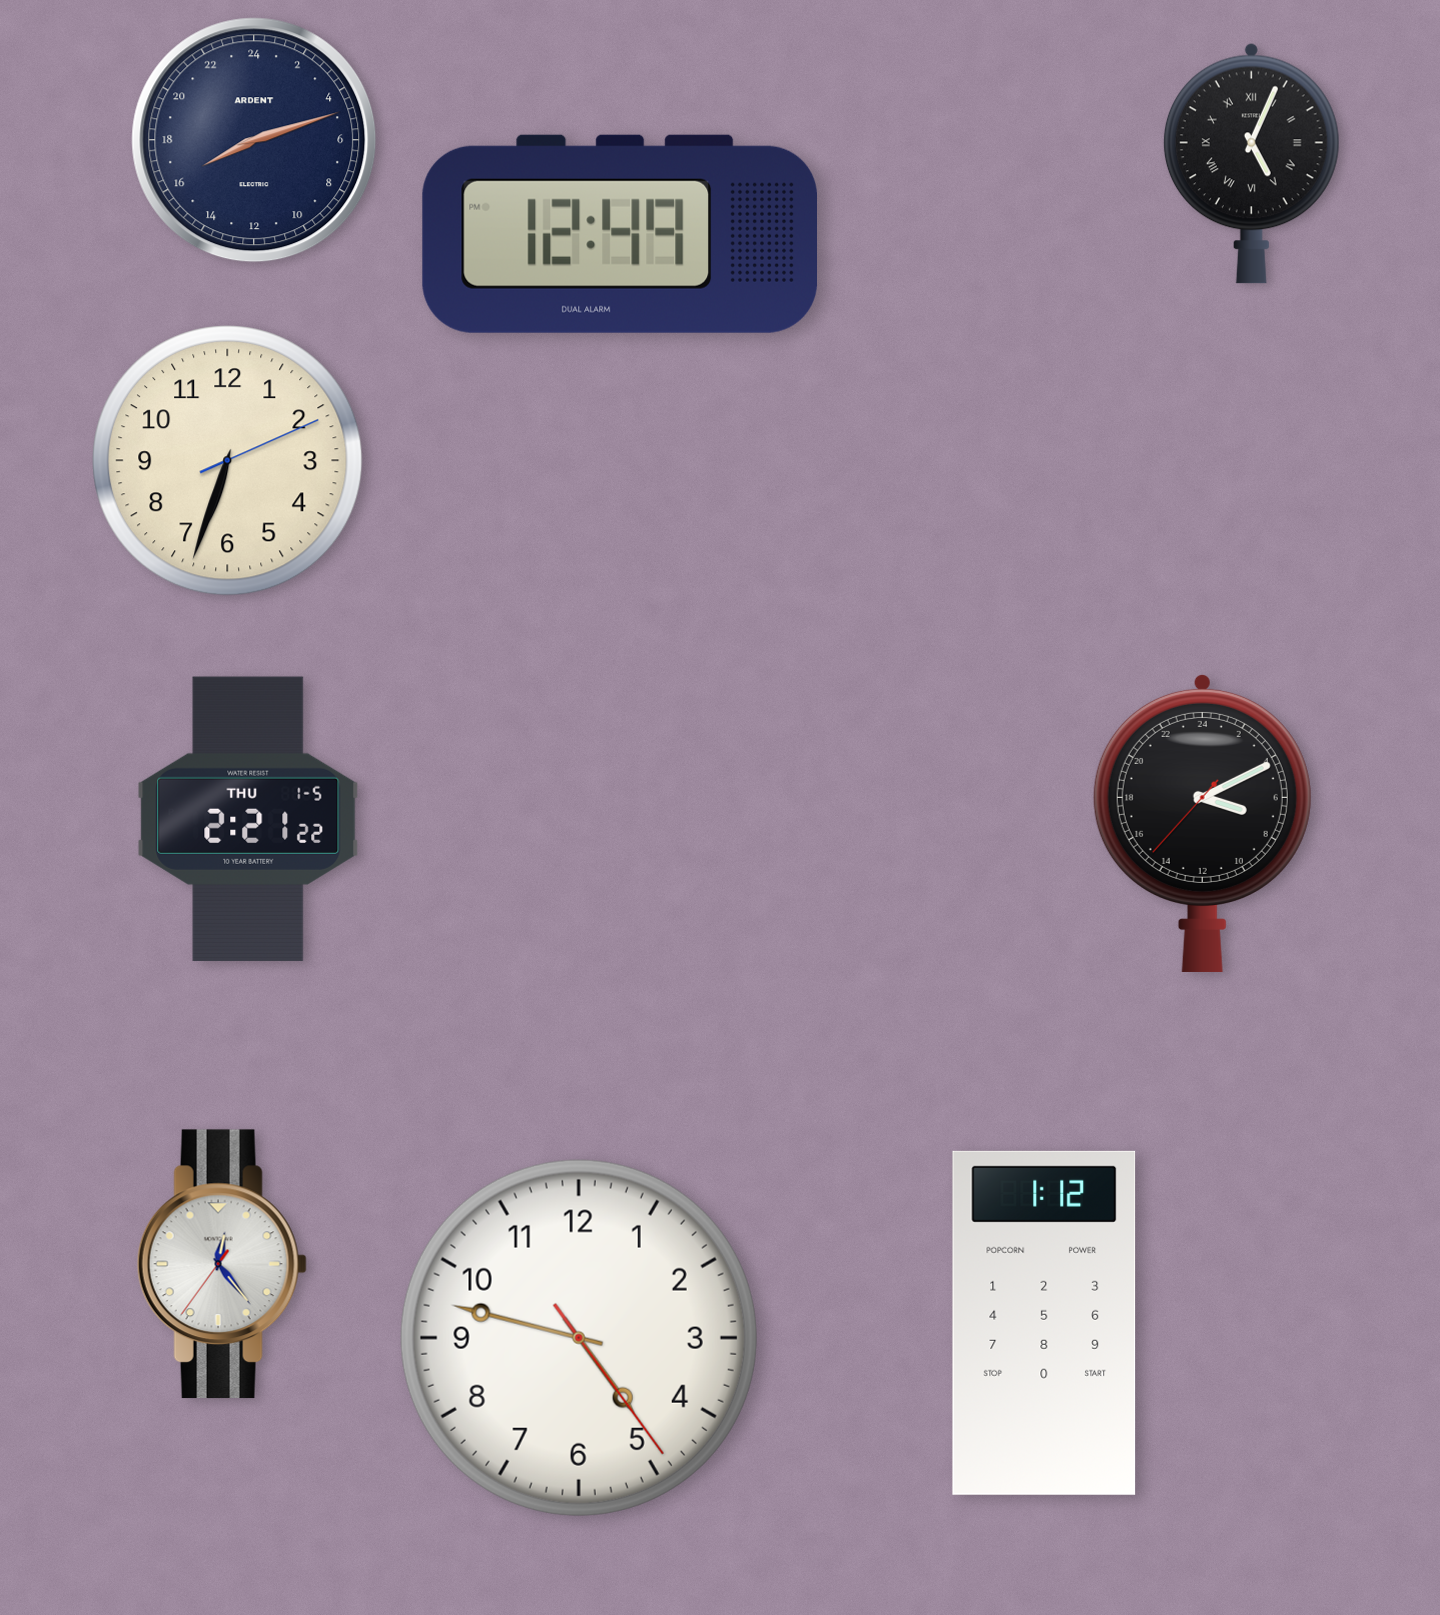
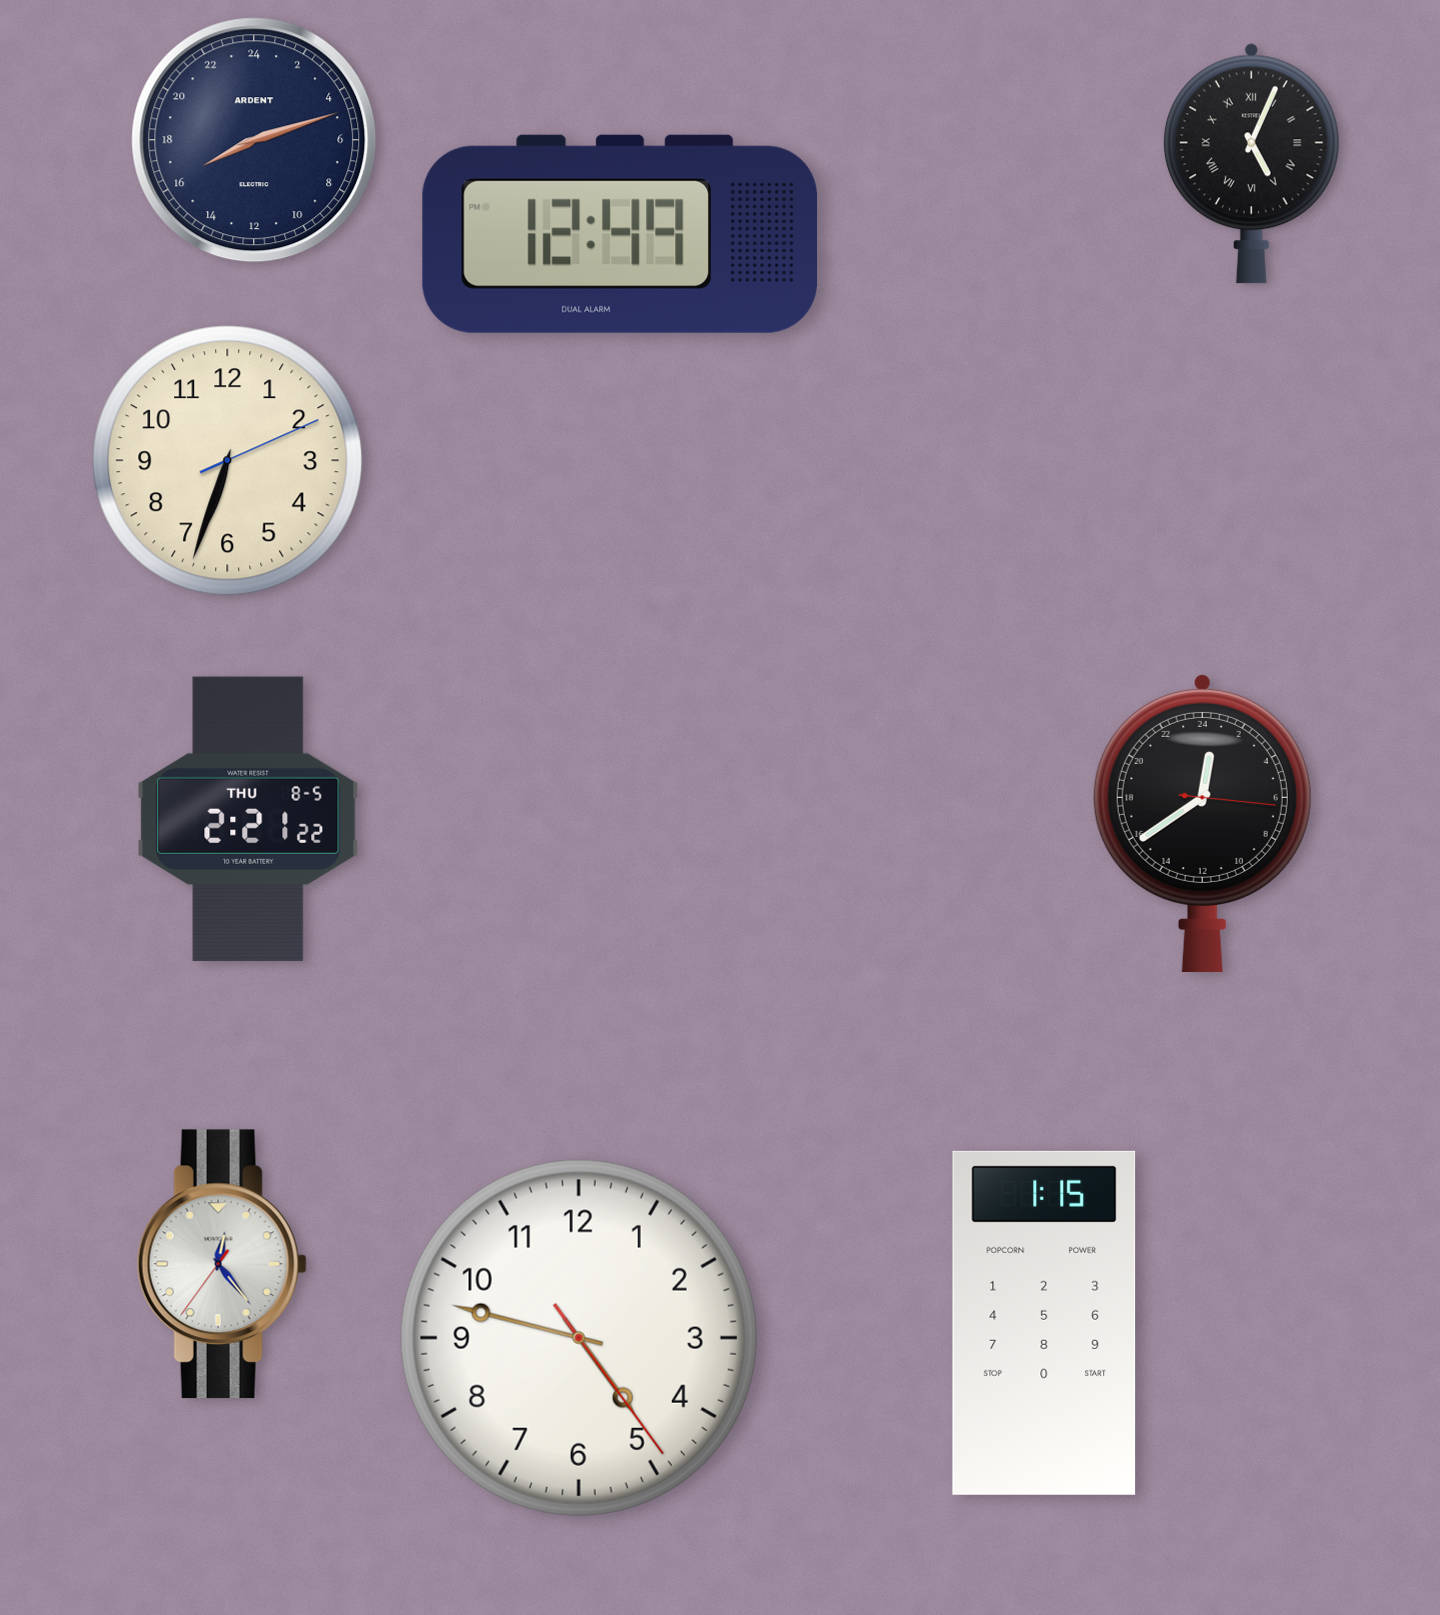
clock at (248, 819) date: THU 1-5 -> THU 8-5
clock at (1202, 823): 7:10 -> 0:39
clock at (1044, 1323): 1:12 -> 1:15
